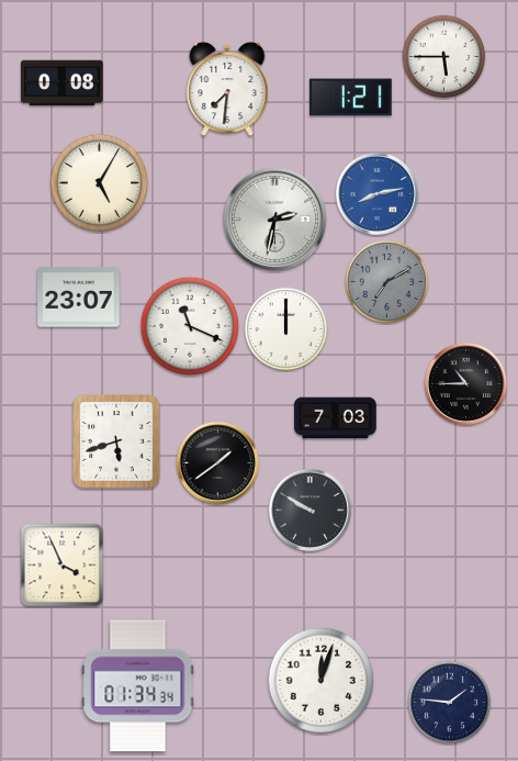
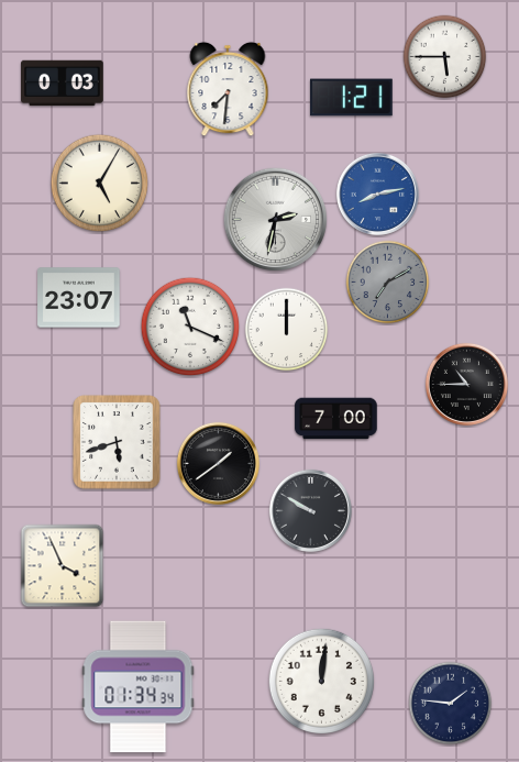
clock at (63, 83): 0:08 -> 0:03
clock at (336, 418): 7:03 -> 7:00
clock at (320, 680): 12:03 -> 12:01
